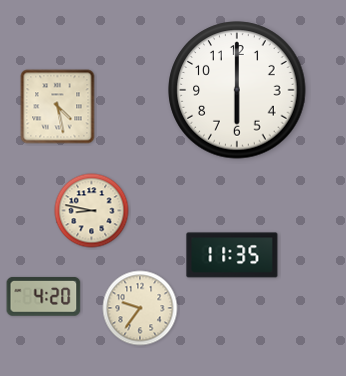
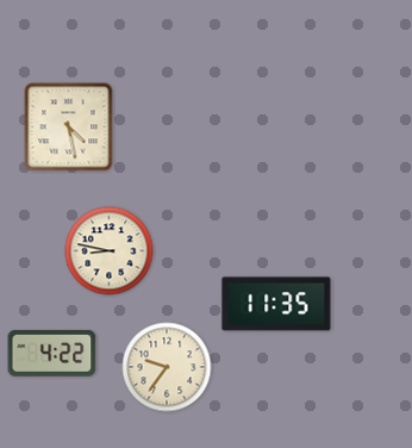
clock at (237, 90): 6:00 -> none
clock at (44, 296): 4:20 -> 4:22
